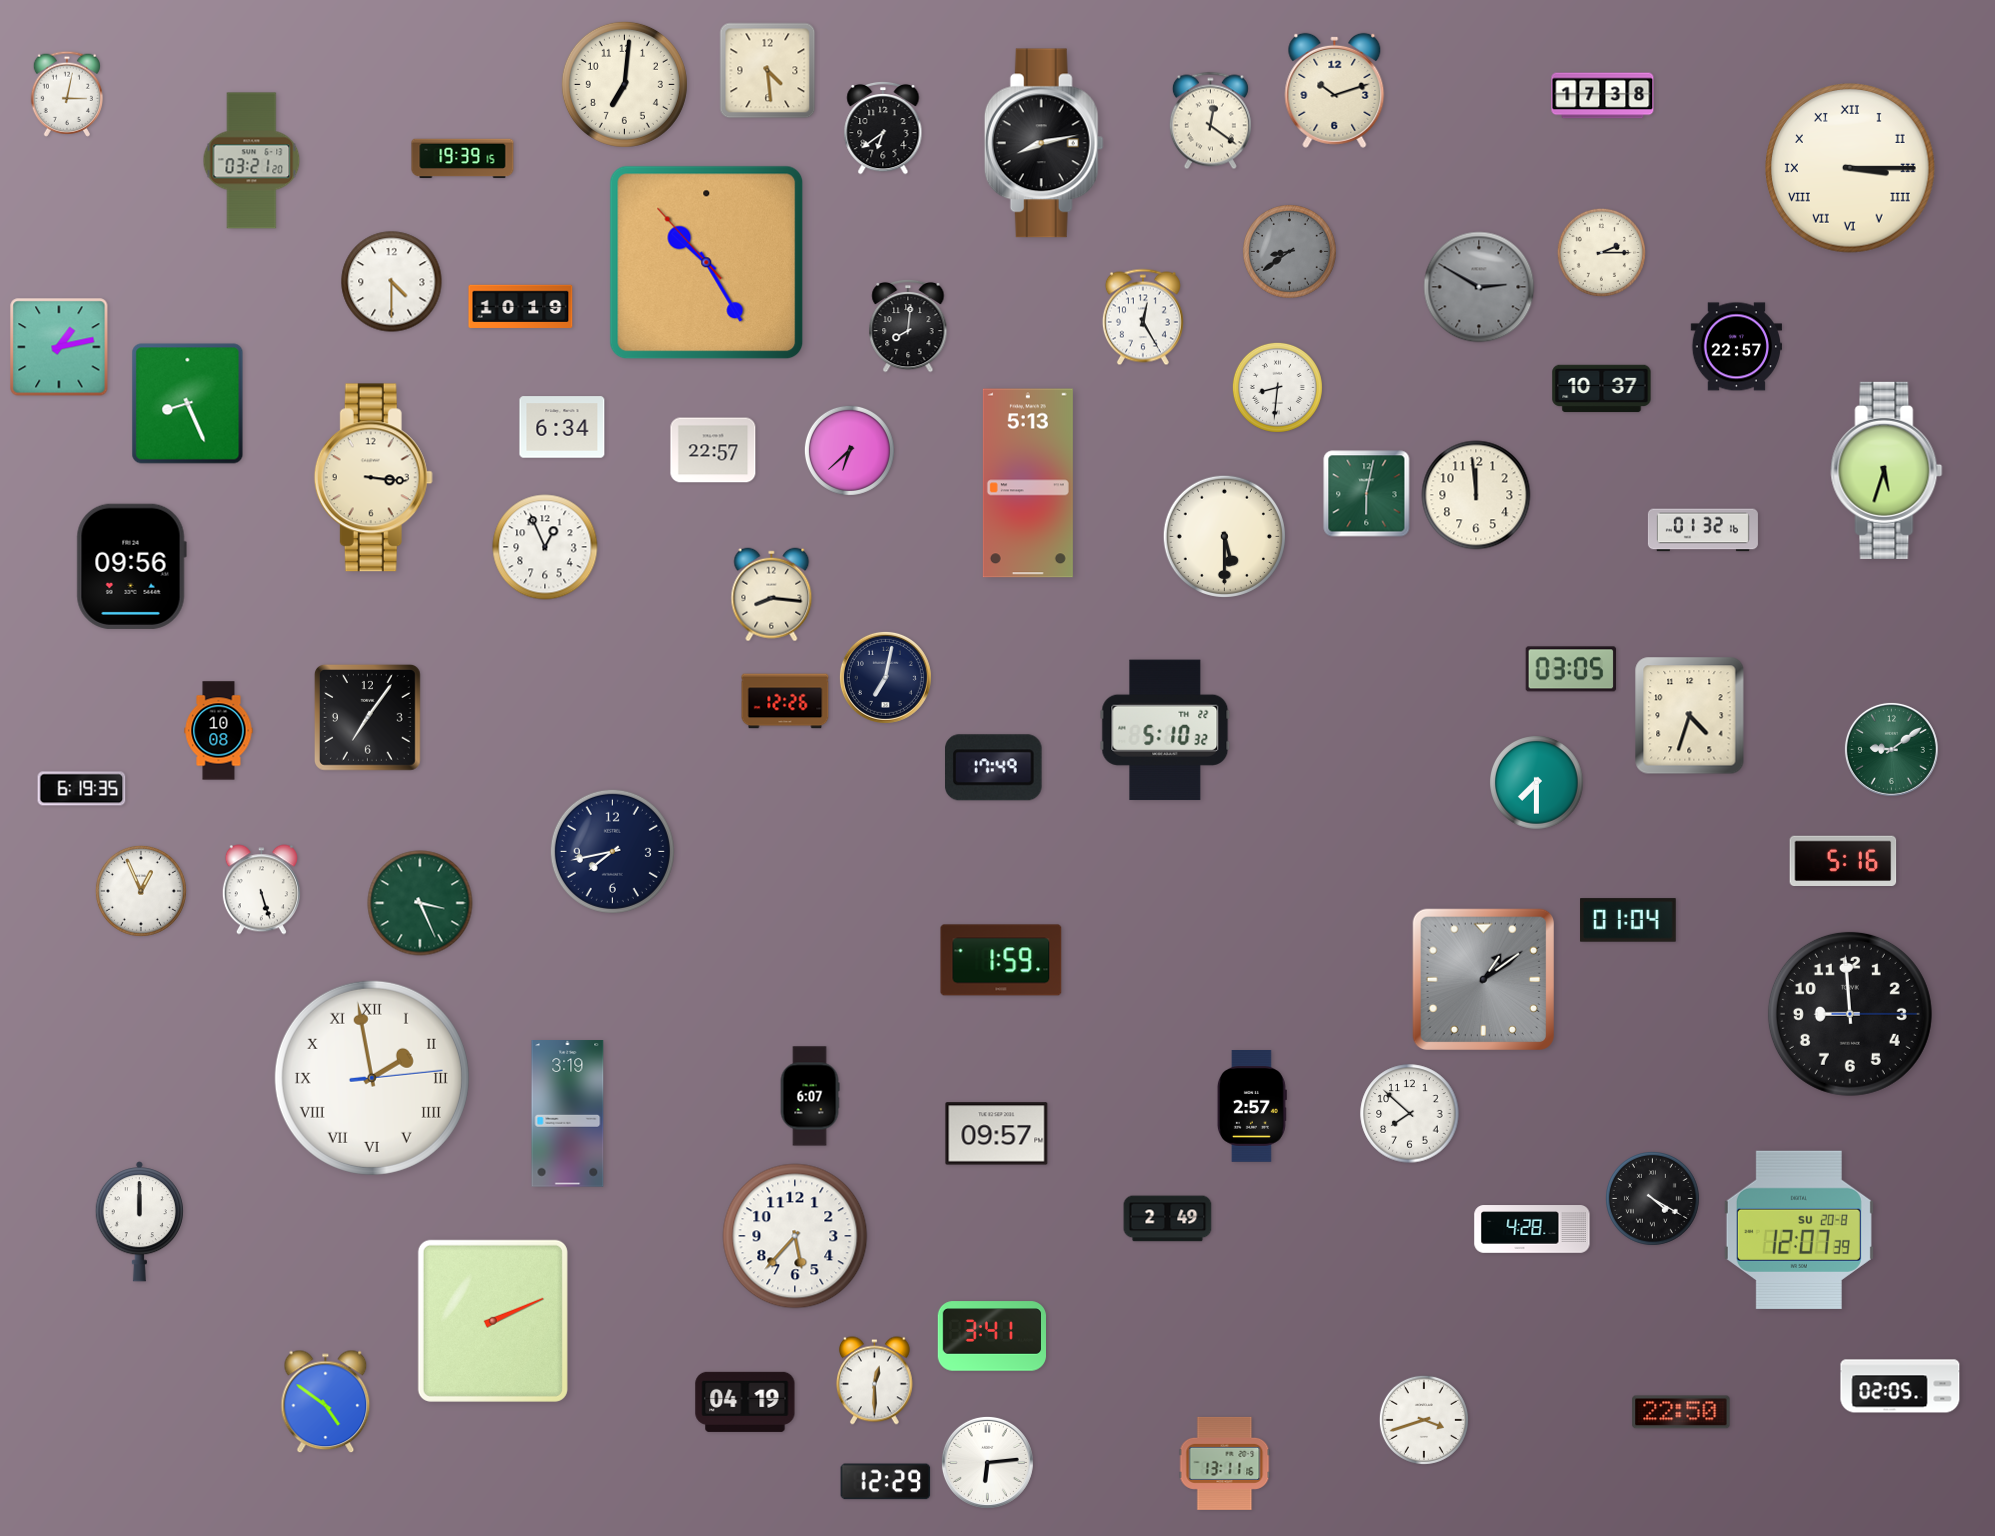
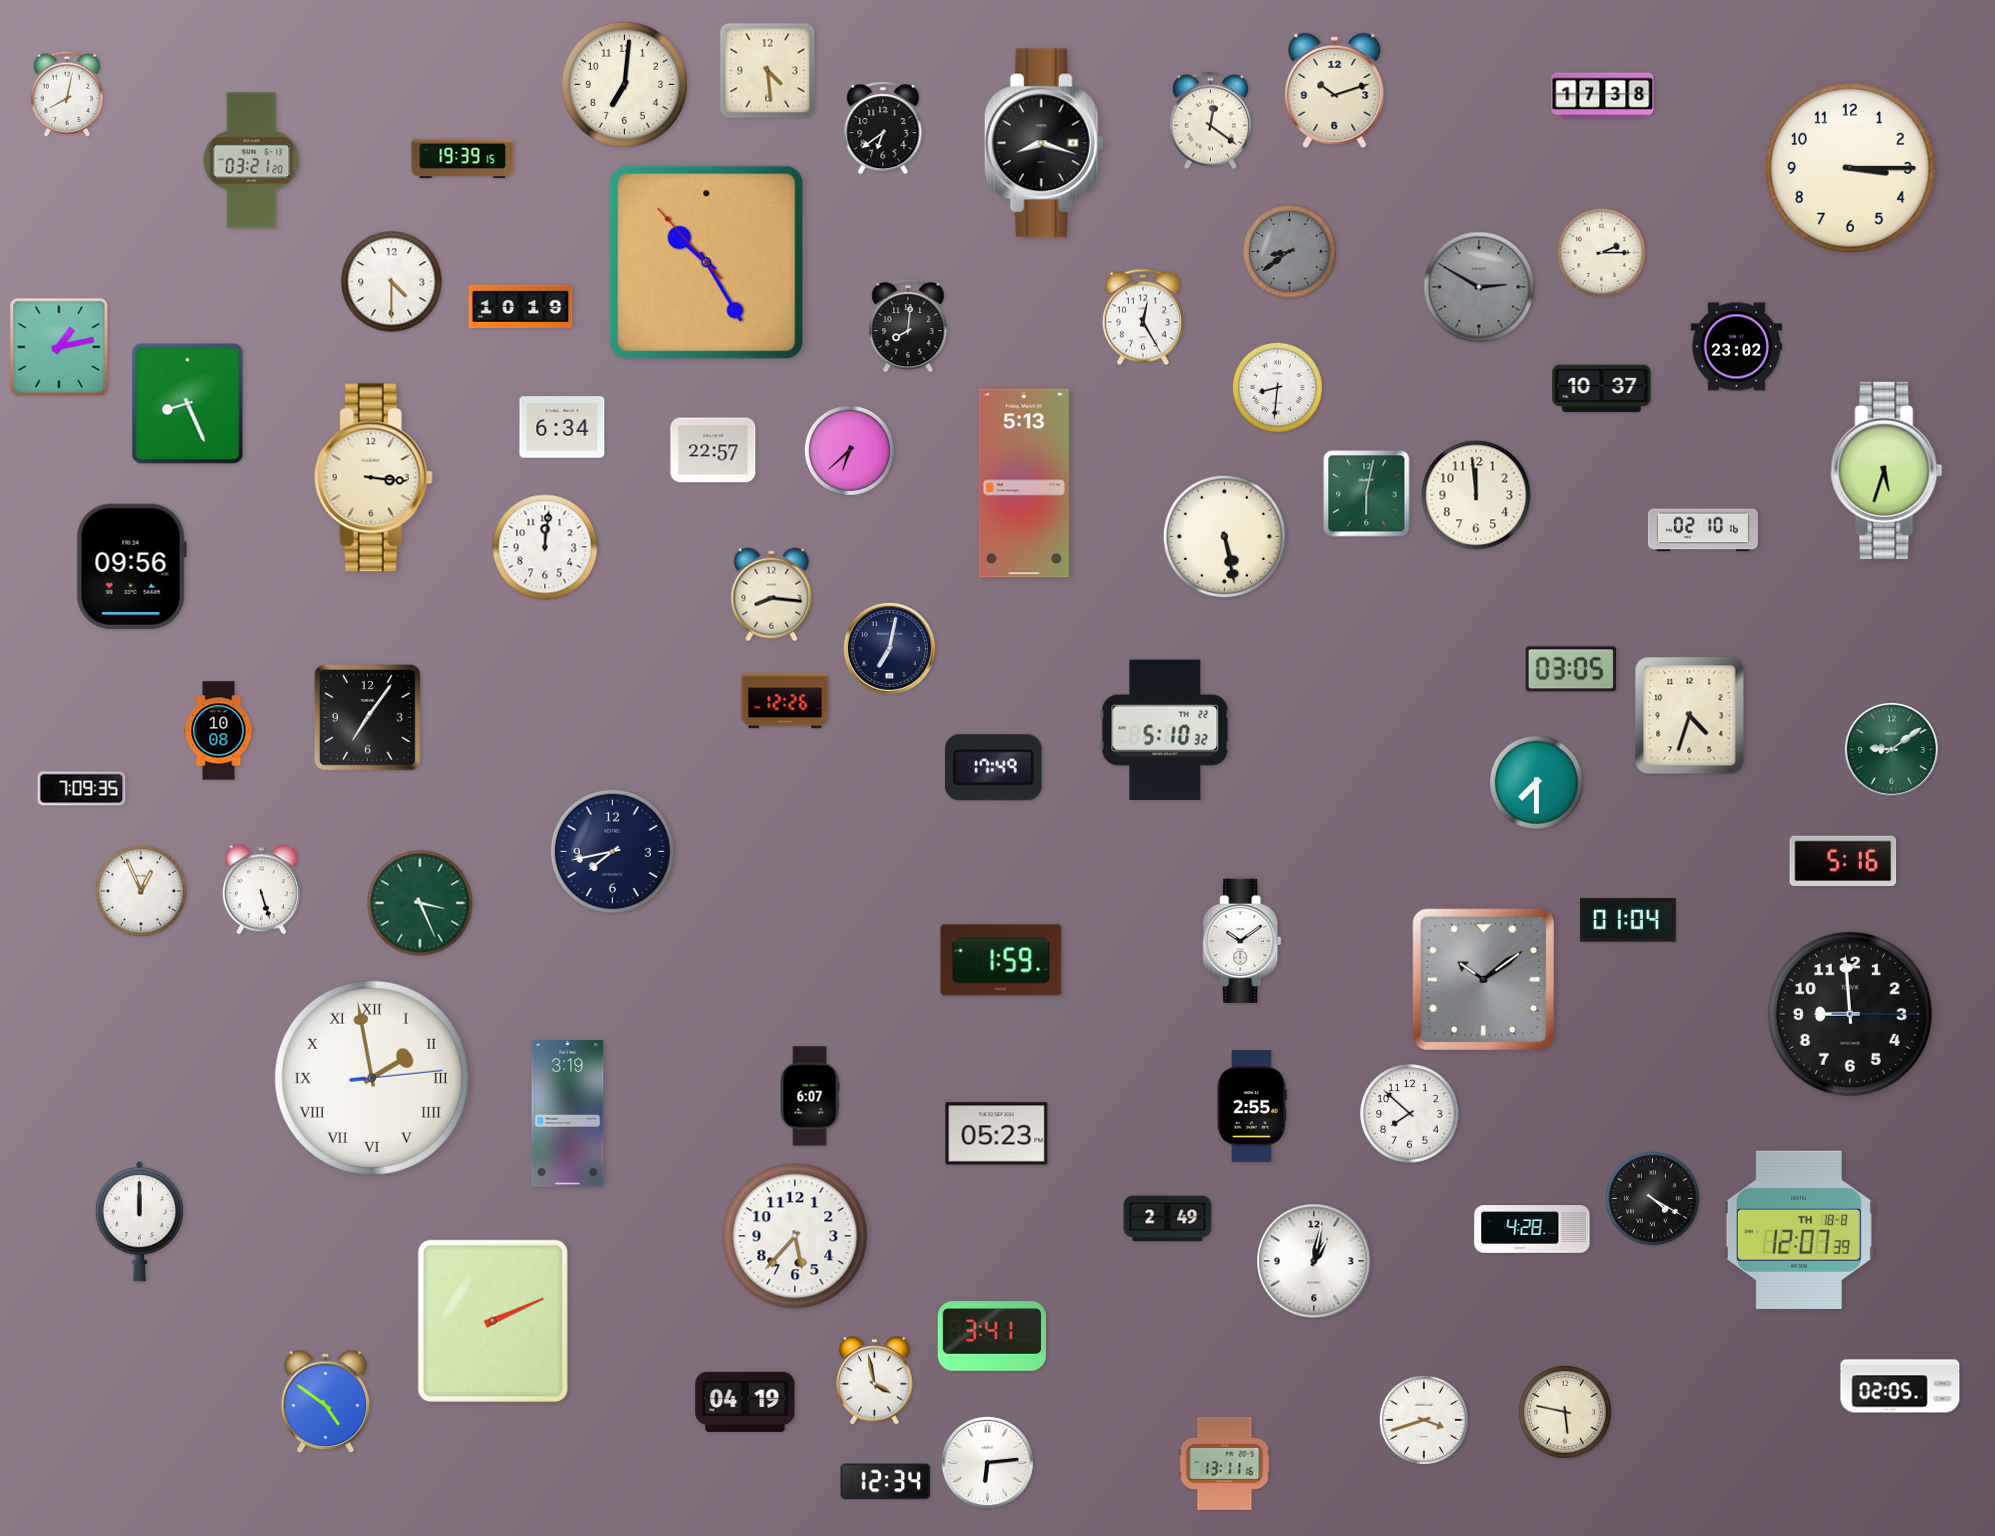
clock at (67, 94): 3:02 -> 8:02
clock at (1044, 143): 8:13 -> 8:18
clock at (1850, 168) numerals: Roman -> Arabic
clock at (1736, 347): 22:57 -> 23:02
clock at (1028, 483) position: (1028, 483) -> (1024, 483)
clock at (1703, 530): 01:32 -> 02:10
clock at (1224, 536): 5:30 -> 5:28
clock at (545, 547): 12:56 -> 12:01
clock at (885, 677) position: (885, 677) -> (889, 648)
clock at (82, 789): 6:19 -> 7:09
clock at (1242, 941): none -> 10:09
clock at (1483, 979): 1:09 -> 10:09
clock at (1252, 1107): 2:57 -> 2:55
clock at (997, 1134): 09:57 -> 05:23
clock at (1799, 1230) date: SU 20-8 -> TH 18-8
clock at (1314, 1261): none -> 1:02
clock at (874, 1381): 12:30 -> 3:58
clock at (1565, 1412): none -> 5:47
clock at (1681, 1412): 22:50 -> none
clock at (886, 1482): 12:29 -> 12:34
